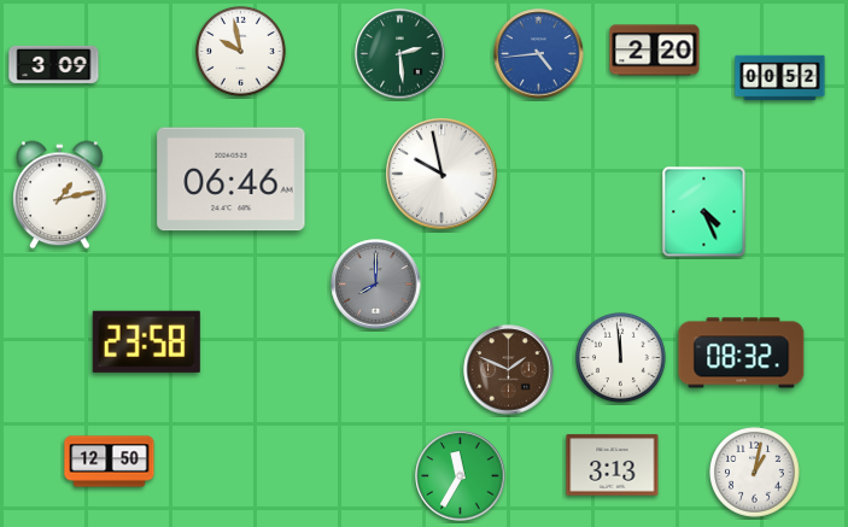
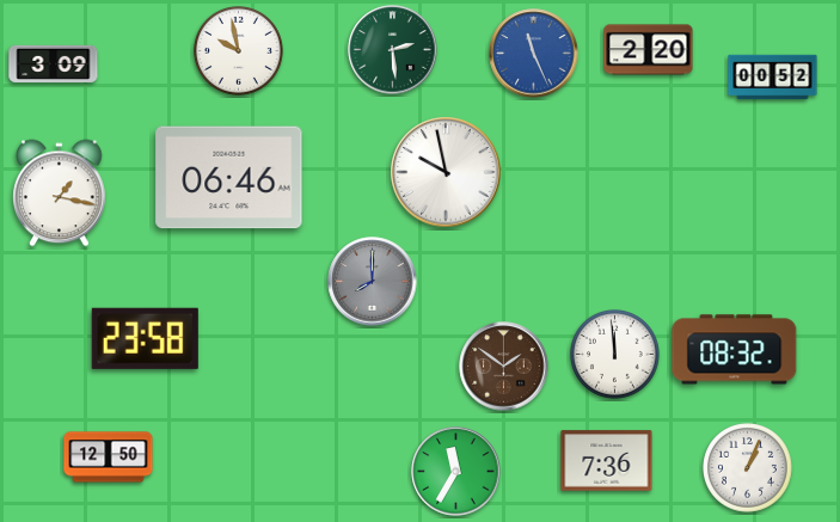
clock at (400, 54) position: (400, 54) -> (393, 50)
clock at (539, 54): 4:44 -> 11:26
clock at (441, 174) position: (441, 174) -> (446, 172)
clock at (60, 195): 1:13 -> 1:17
clock at (704, 212): 4:26 -> none
clock at (509, 370): 1:49 -> 1:51
clock at (613, 465): 3:13 -> 7:36
clock at (755, 473): 1:02 -> 1:04
